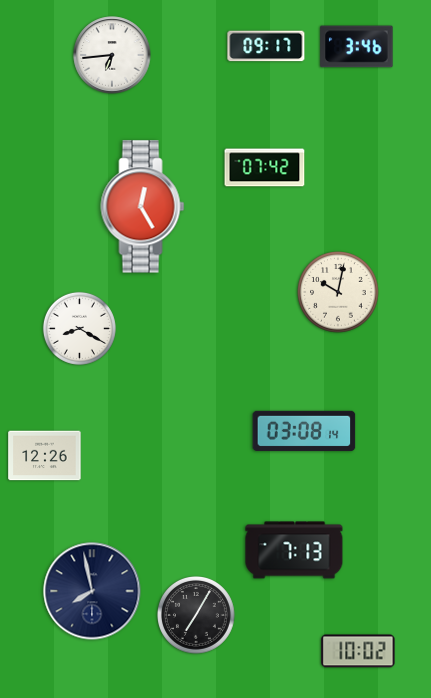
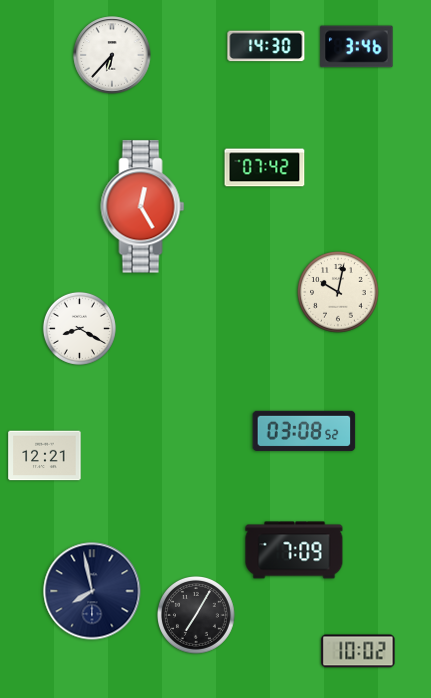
clock at (266, 46): 09:17 -> 14:30
clock at (112, 55): 6:44 -> 6:37
clock at (304, 431): 03:08:14 -> 03:08:52
clock at (45, 456): 12:26 -> 12:21
clock at (294, 550): 7:13 -> 7:09
